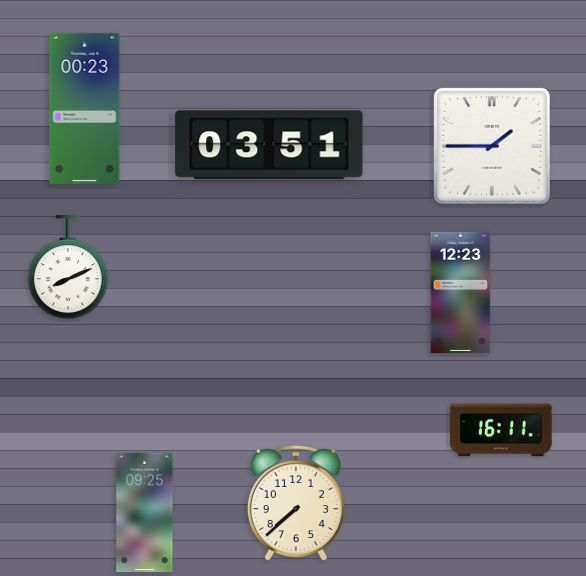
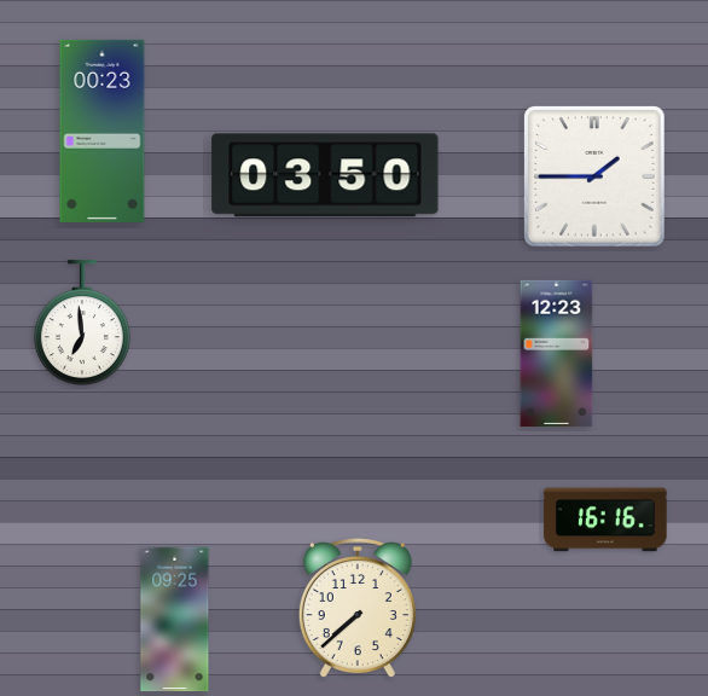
clock at (269, 145): 03:51 -> 03:50
clock at (68, 268): 8:11 -> 6:59
clock at (501, 430): 16:11 -> 16:16
